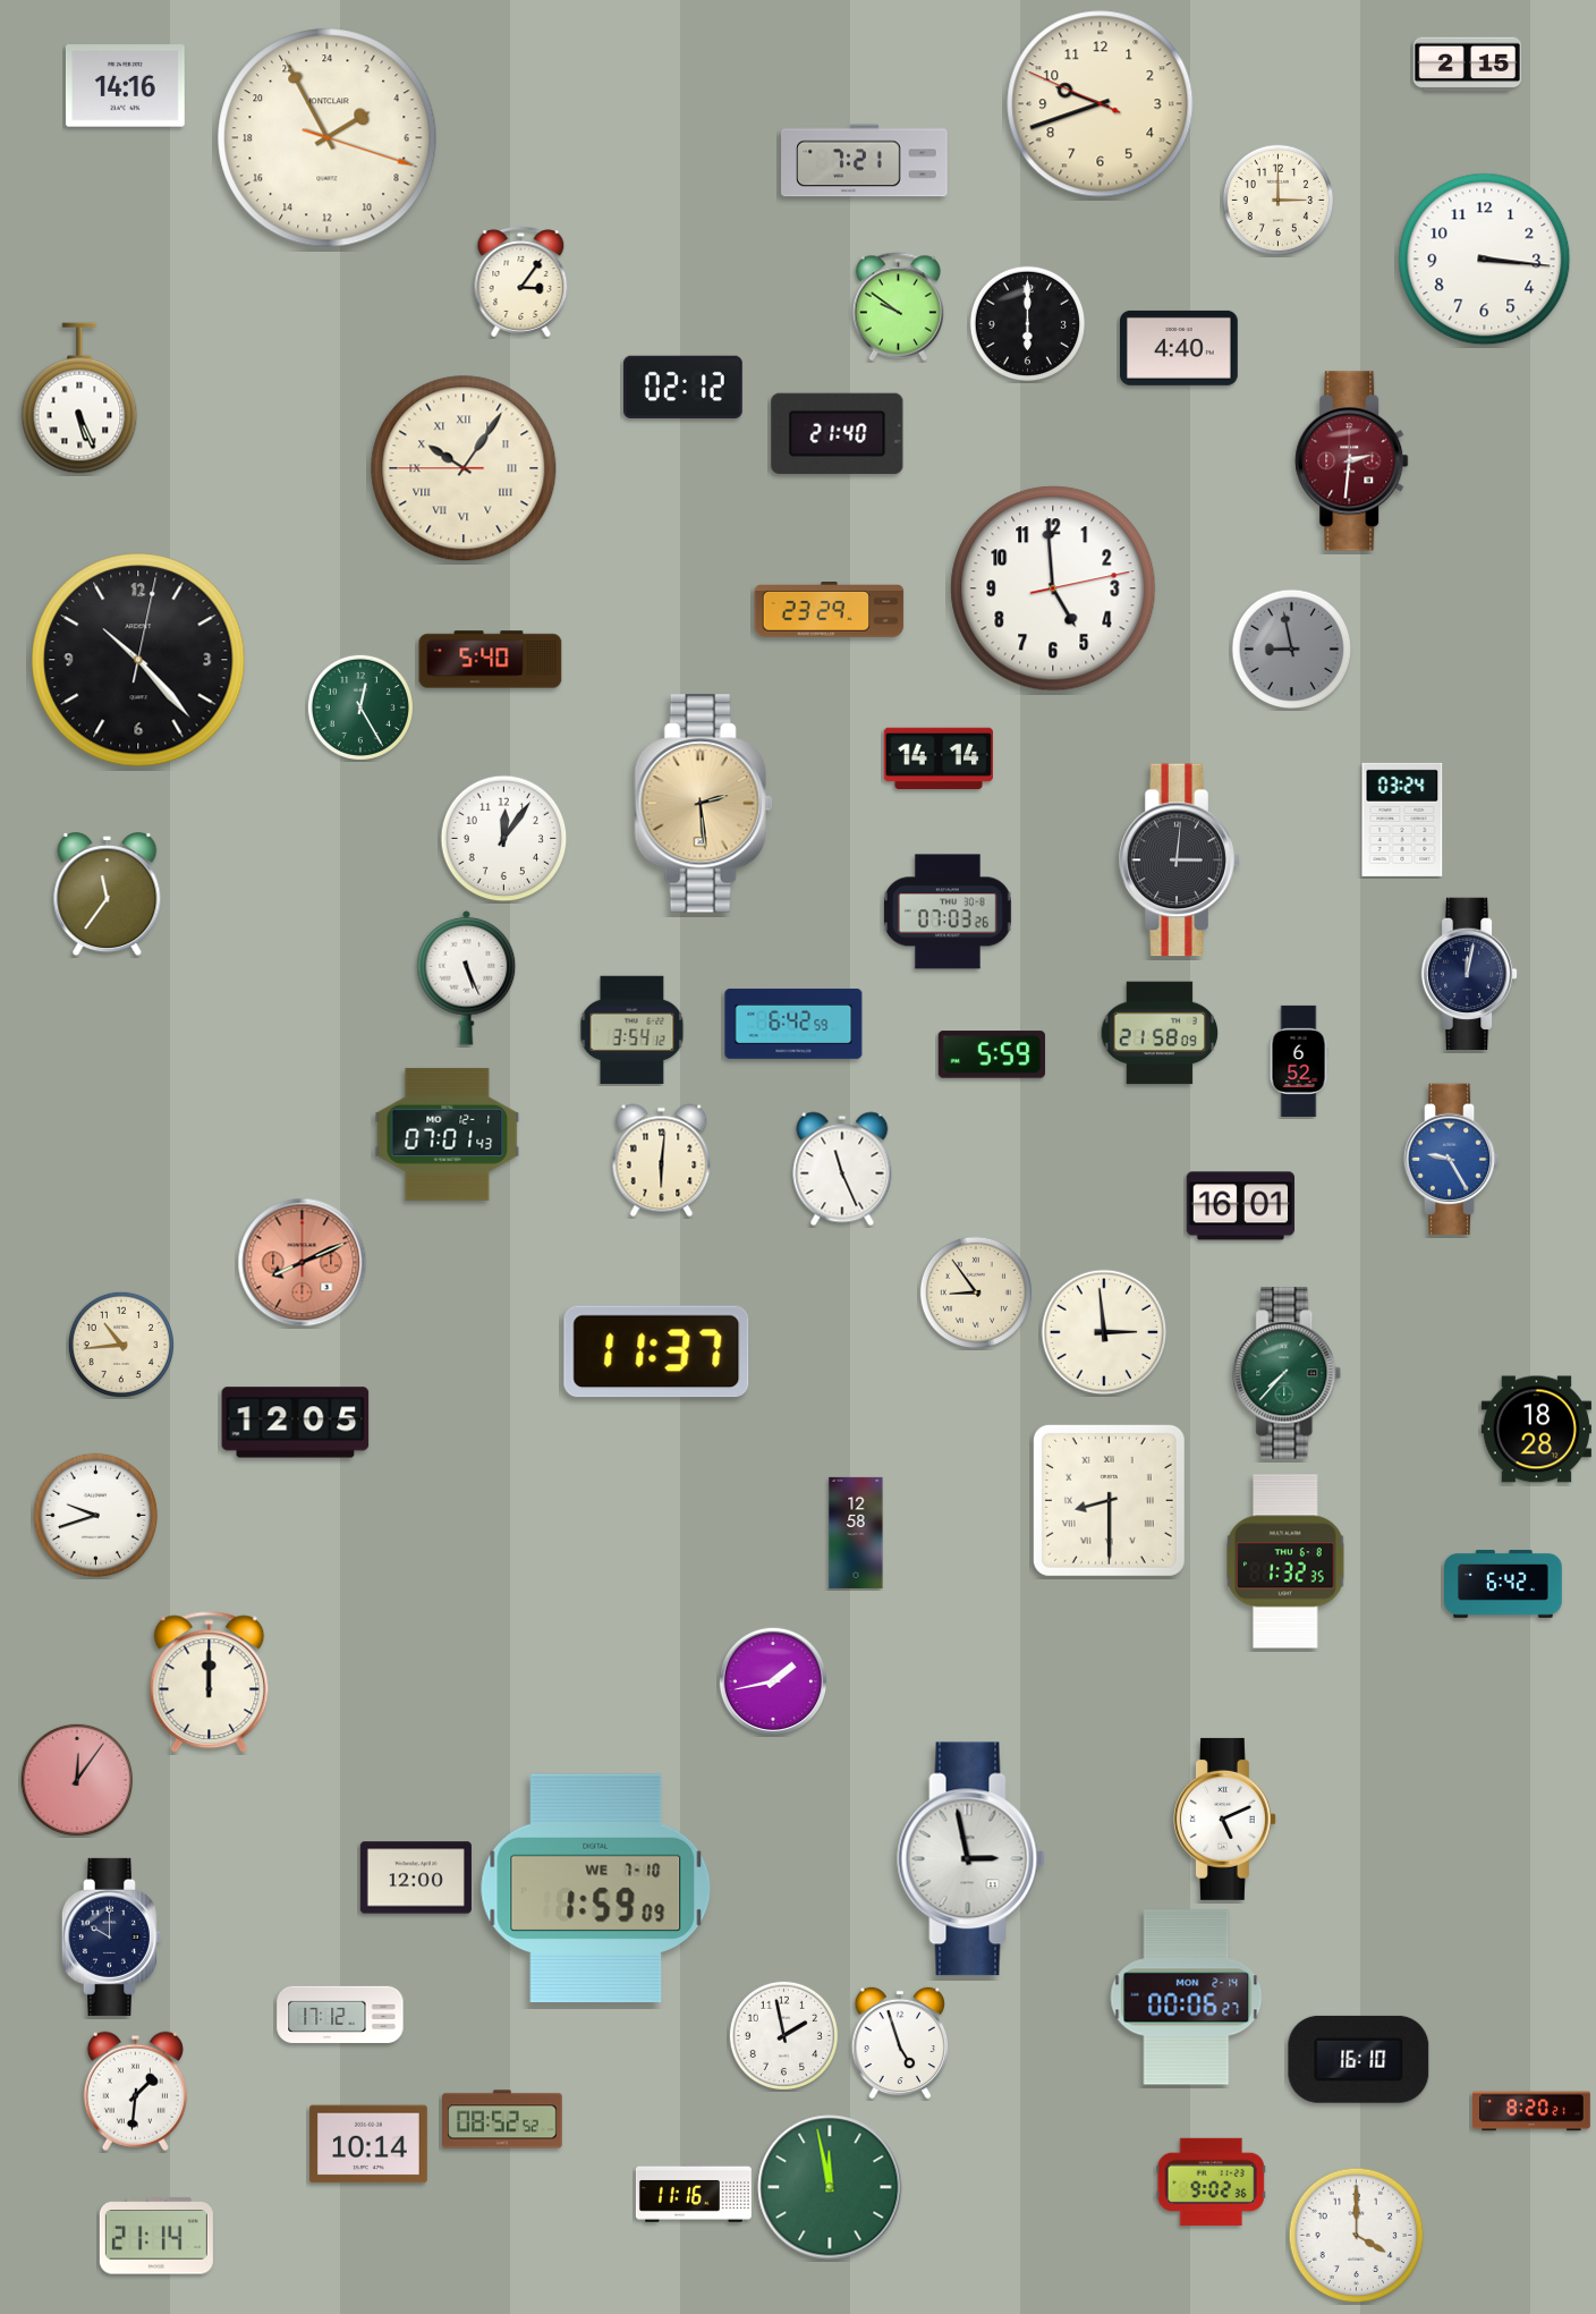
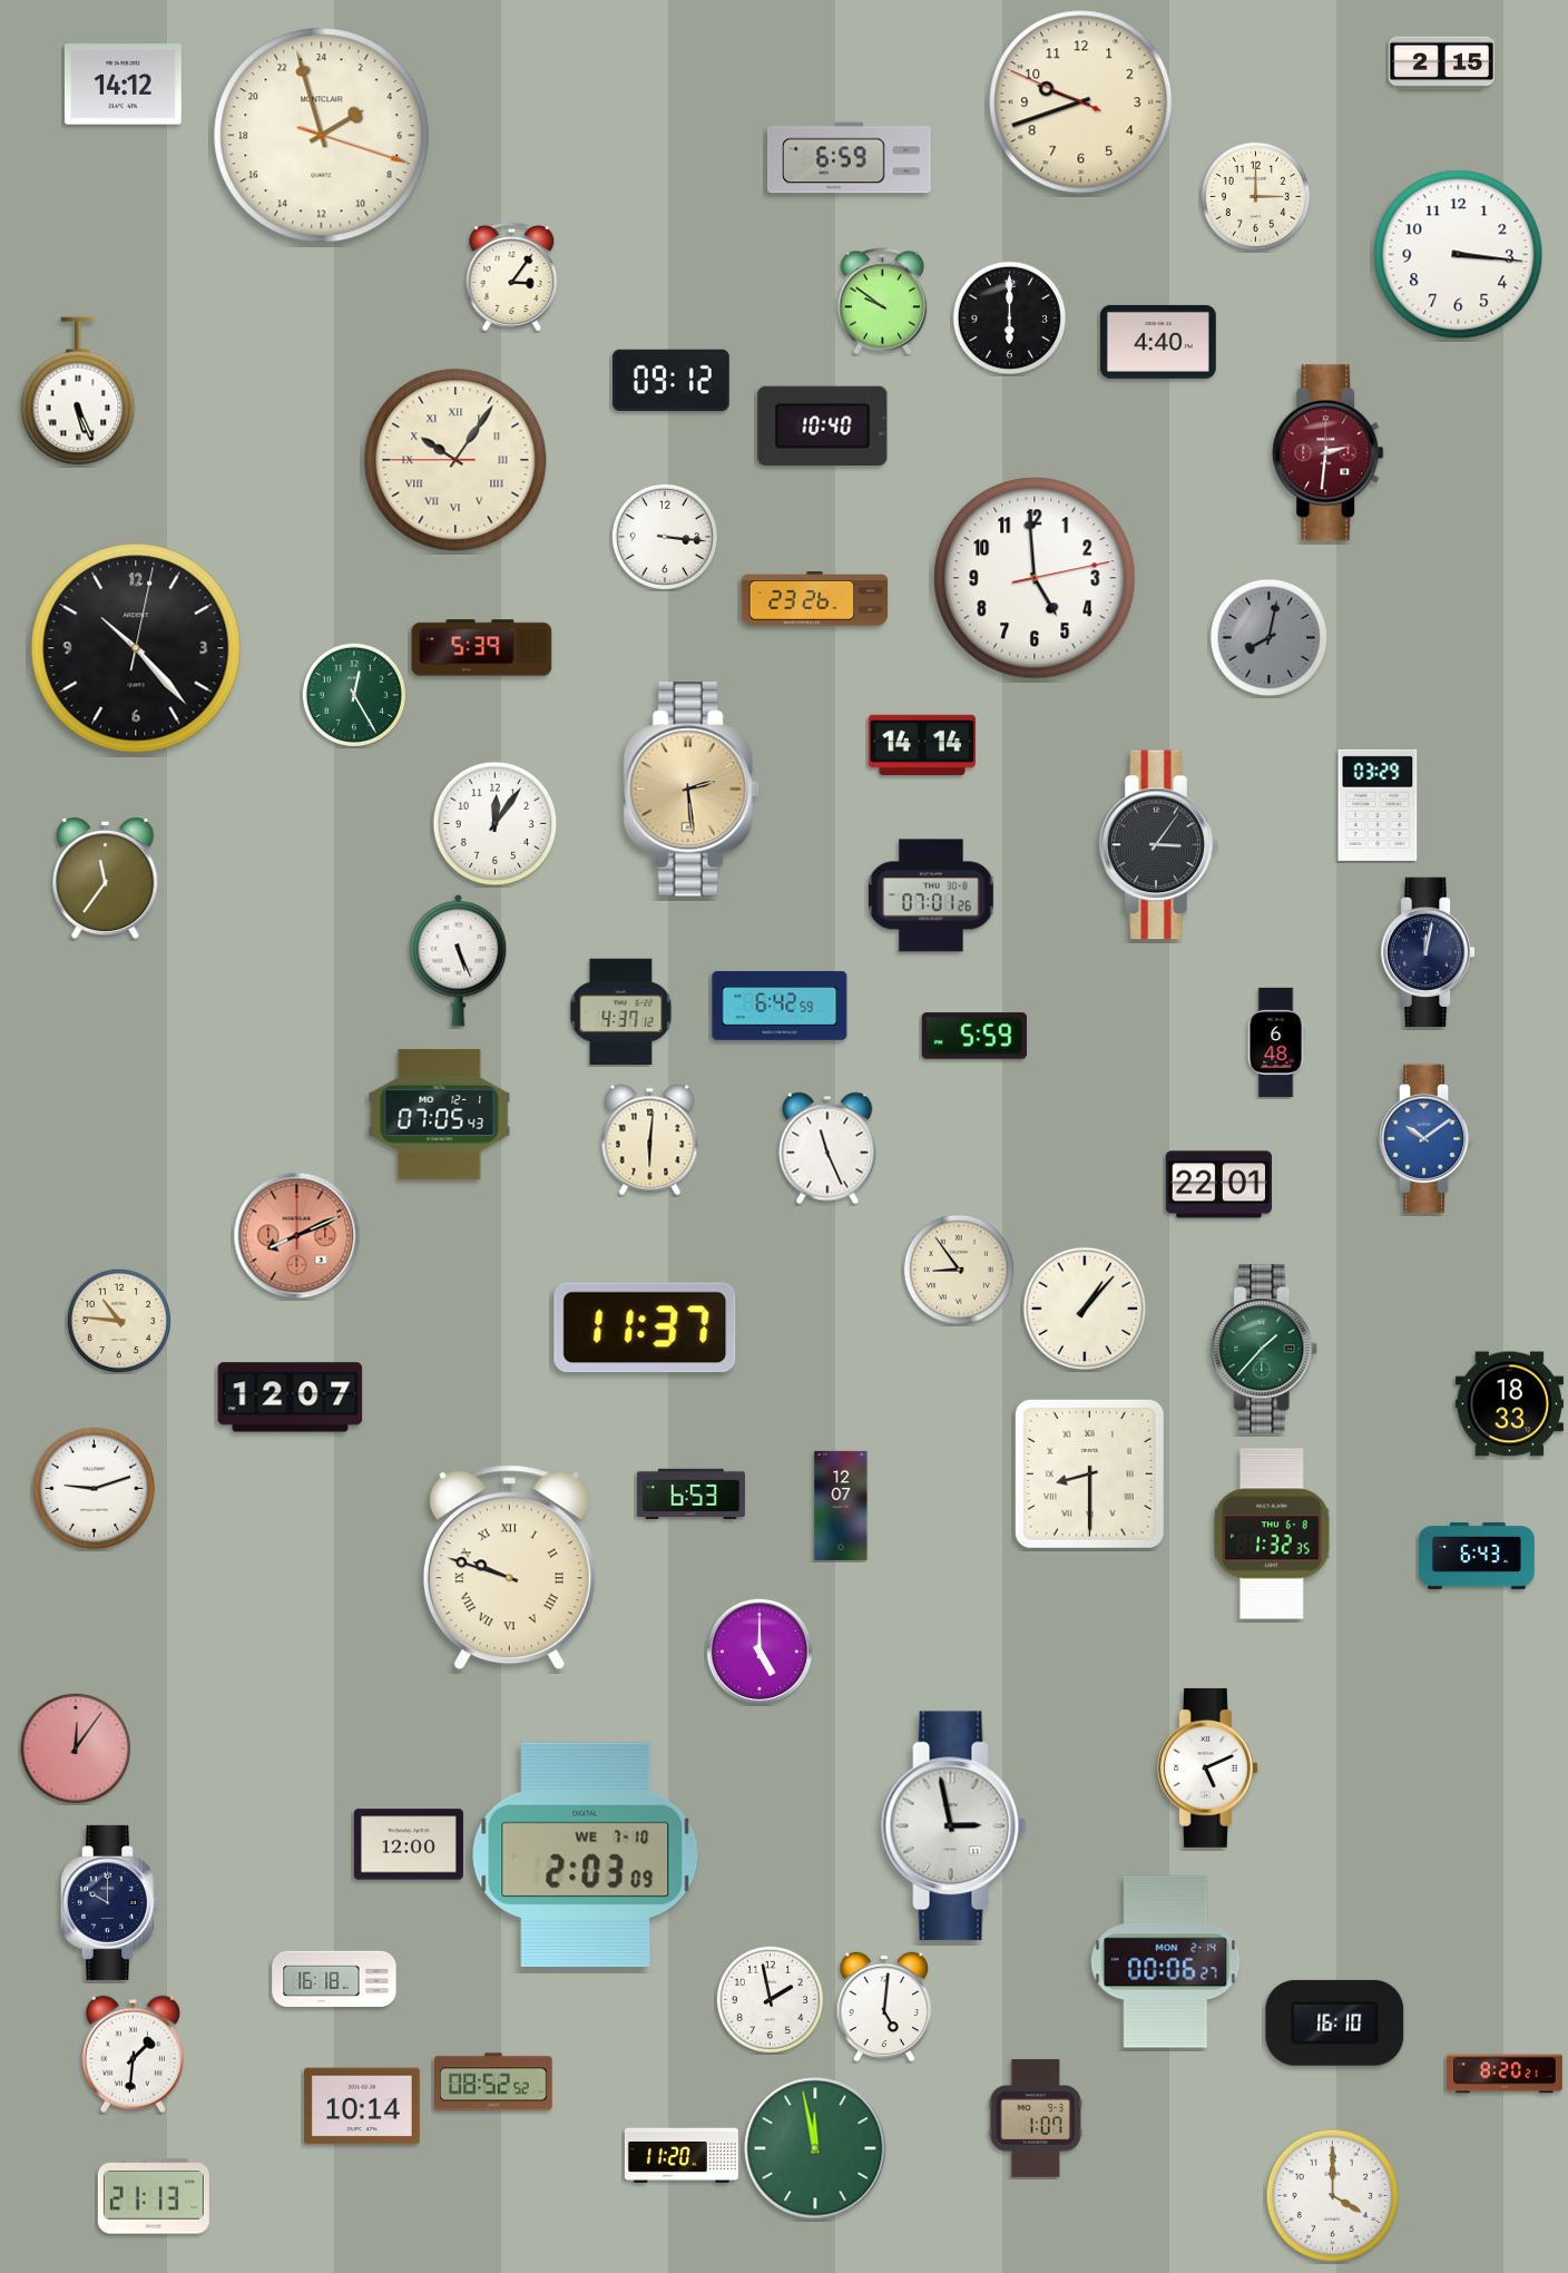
clock at (125, 86): 14:16 -> 14:12
clock at (328, 138): 3:55 -> 3:57
clock at (865, 161): 7:21 -> 6:59
clock at (684, 388): 02:12 -> 09:12
clock at (838, 433): 21:40 -> 10:40
clock at (665, 537): none -> 3:16
clock at (830, 610): 23:29 -> 23:26
clock at (1292, 650): 8:58 -> 8:02
clock at (491, 660): 5:40 -> 5:39
clock at (1402, 820): 03:24 -> 03:29
clock at (1179, 861): 3:01 -> 3:06
clock at (949, 912): 07:03 -> 07:01
clock at (1469, 974) position: (1469, 974) -> (1428, 952)
clock at (633, 1029): 3:54 -> 4:37
clock at (1158, 1033): 21:58 -> none
clock at (1299, 1061): 6:52 -> 6:48
clock at (448, 1134): 07:01 -> 07:05
clock at (1452, 1160): 9:25 -> 10:09
clock at (1240, 1206): 16:01 -> 22:01
clock at (303, 1263) position: (303, 1263) -> (297, 1236)
clock at (1104, 1332): 2:59 -> 1:07
clock at (121, 1345): 10:44 -> 10:46
clock at (1288, 1373): 7:37 -> 1:37
clock at (296, 1423): 12:05 -> 12:07
clock at (1536, 1430): 18:28 -> 18:33
clock at (96, 1516): 9:42 -> 9:12
clock at (690, 1493): none -> 6:53
clock at (856, 1533): 12:58 -> 12:07
clock at (1285, 1561) position: (1285, 1561) -> (1272, 1534)
clock at (1504, 1584): 6:42 -> 6:43
clock at (509, 1568): none -> 9:48
clock at (773, 1681): 1:43 -> 5:00
clock at (210, 1682): 12:00 -> none
clock at (1224, 1819) position: (1224, 1819) -> (1207, 1767)
clock at (596, 1888): 1:59 -> 2:03
clock at (340, 2015): 17:12 -> 16:18
clock at (900, 2043): 4:57 -> 5:01
clock at (1036, 2118): none -> 1:07
clock at (1211, 2181): 9:02 -> none
clock at (694, 2193): 11:16 -> 11:20
clock at (156, 2236): 21:14 -> 21:13
